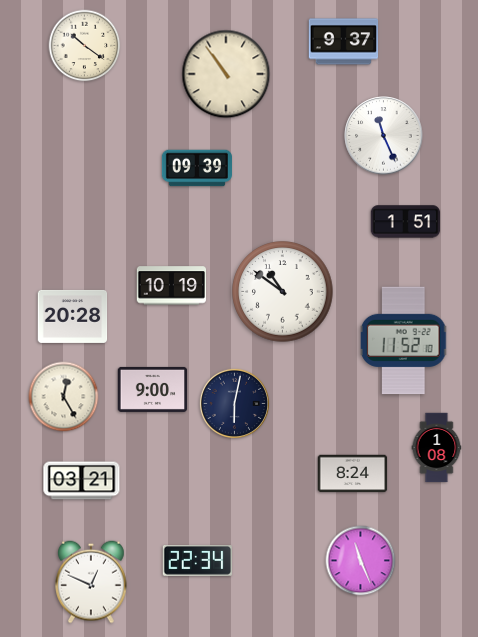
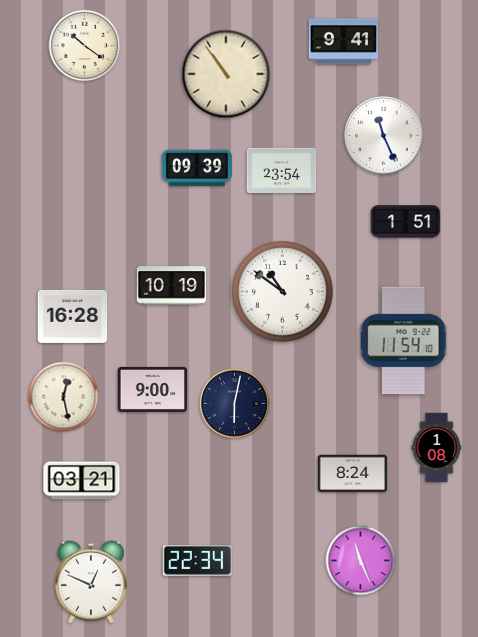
clock at (344, 42): 9:37 -> 9:41
clock at (282, 171): none -> 23:54
clock at (73, 316): 20:28 -> 16:28
clock at (404, 341): 11:52 -> 11:54
clock at (64, 397): 12:25 -> 12:28
